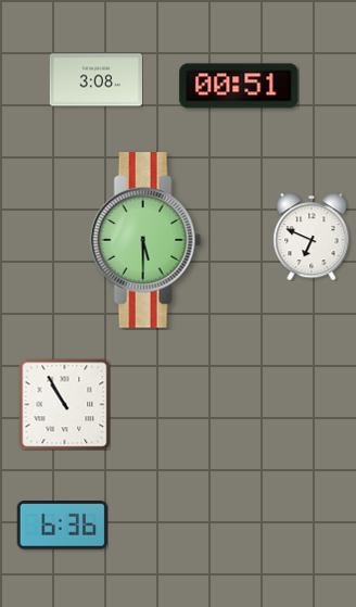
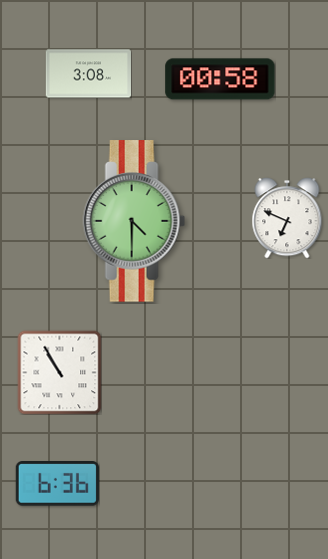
clock at (239, 86): 00:51 -> 00:58
clock at (145, 240): 5:30 -> 4:30
